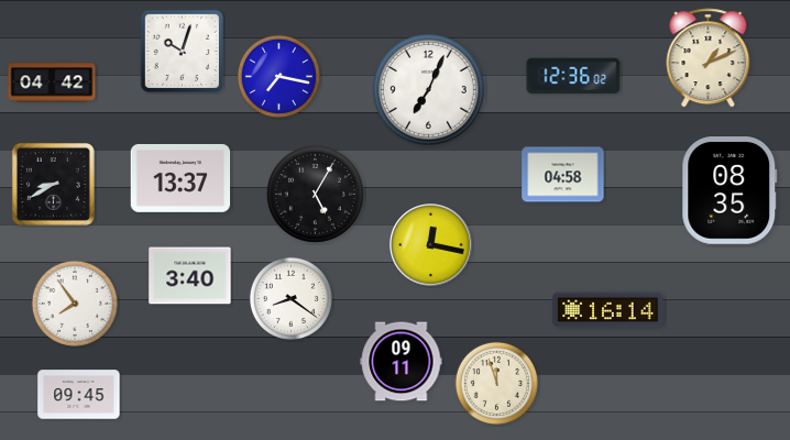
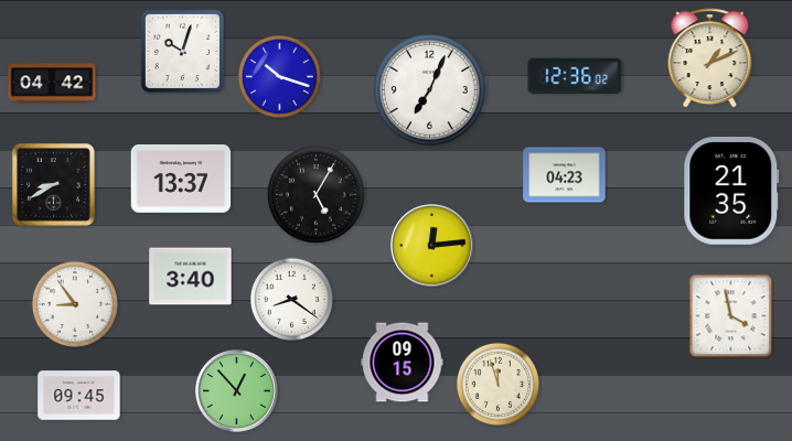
clock at (278, 76): 7:17 -> 10:18
clock at (563, 175): 04:58 -> 04:23
clock at (729, 191): 08:35 -> 21:35
clock at (431, 245): 12:17 -> 12:14
clock at (75, 304): 7:54 -> 8:54
clock at (608, 310): 16:14 -> none
clock at (731, 316): none -> 3:58
clock at (402, 362): 09:11 -> 09:15
clock at (237, 391): none -> 12:53
